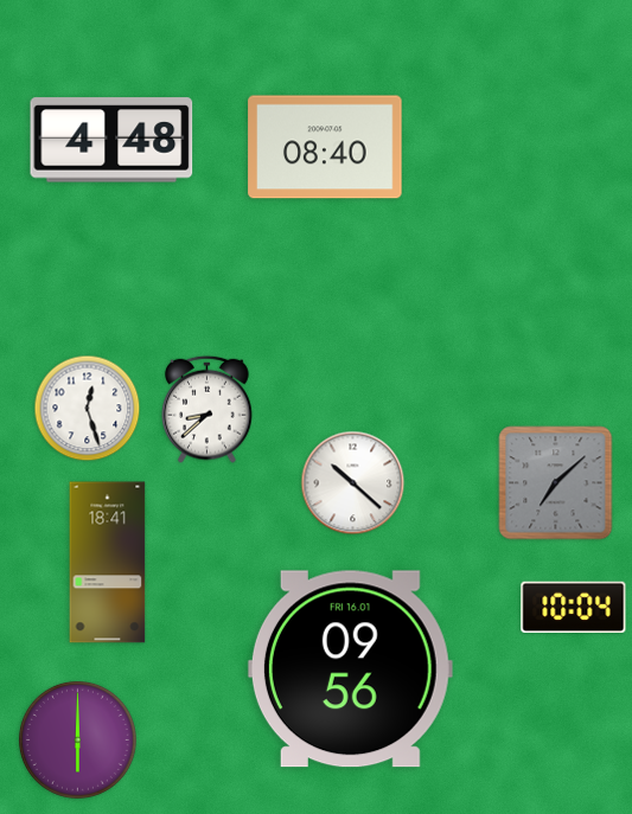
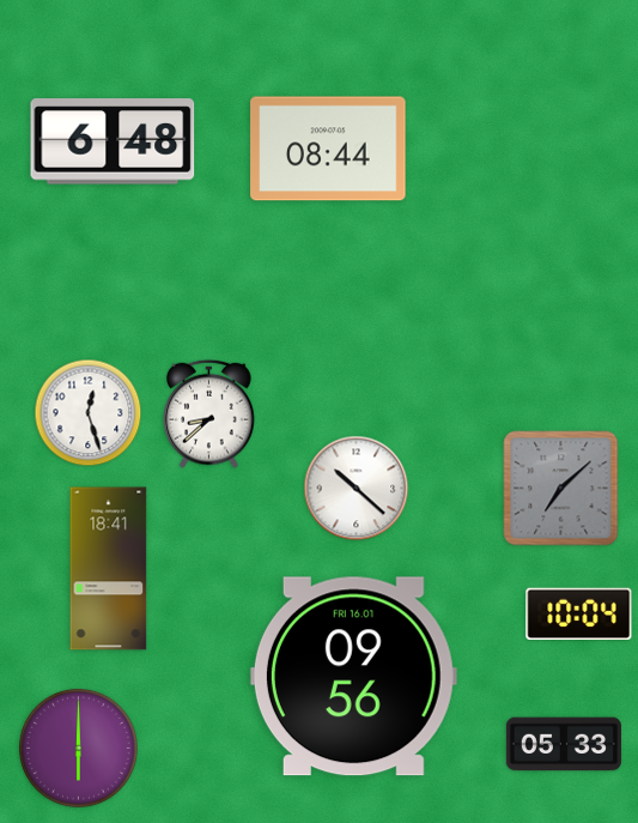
clock at (111, 140): 4:48 -> 6:48
clock at (325, 147): 08:40 -> 08:44
clock at (564, 744): none -> 05:33
